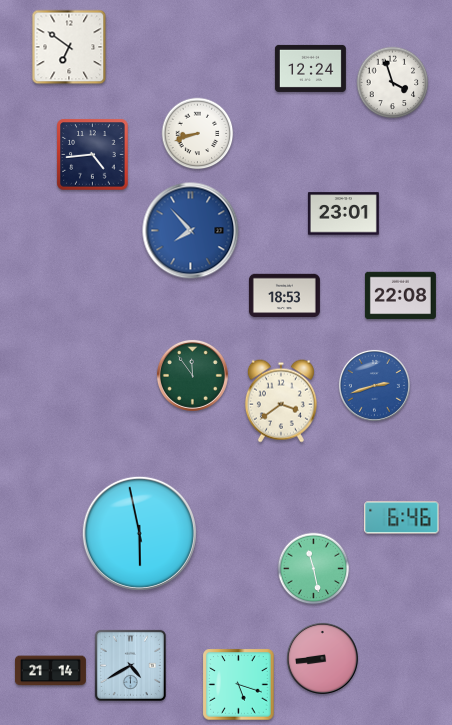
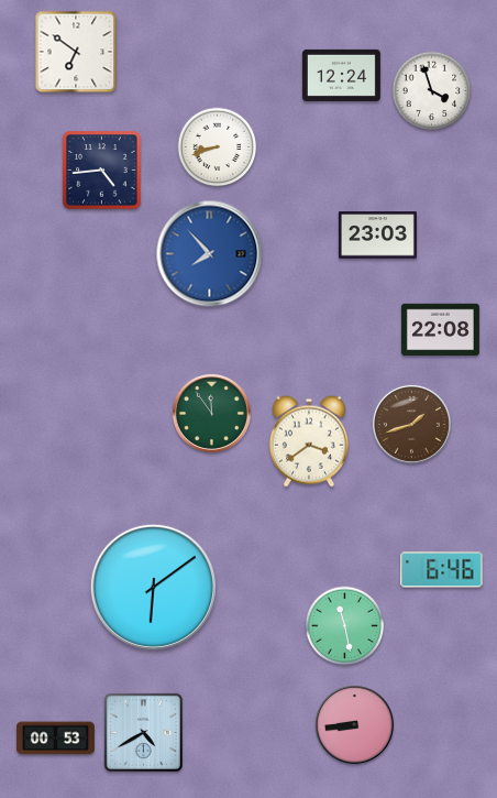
clock at (343, 214): 23:01 -> 23:03
clock at (284, 296): 18:53 -> none
clock at (400, 296) position: (400, 296) -> (440, 330)
clock at (374, 385): 2:42 -> 1:42
clock at (374, 385) dial: blue -> brown
clock at (139, 533): 5:58 -> 6:09
clock at (50, 671): 21:14 -> 00:53
clock at (239, 685): 5:18 -> none
